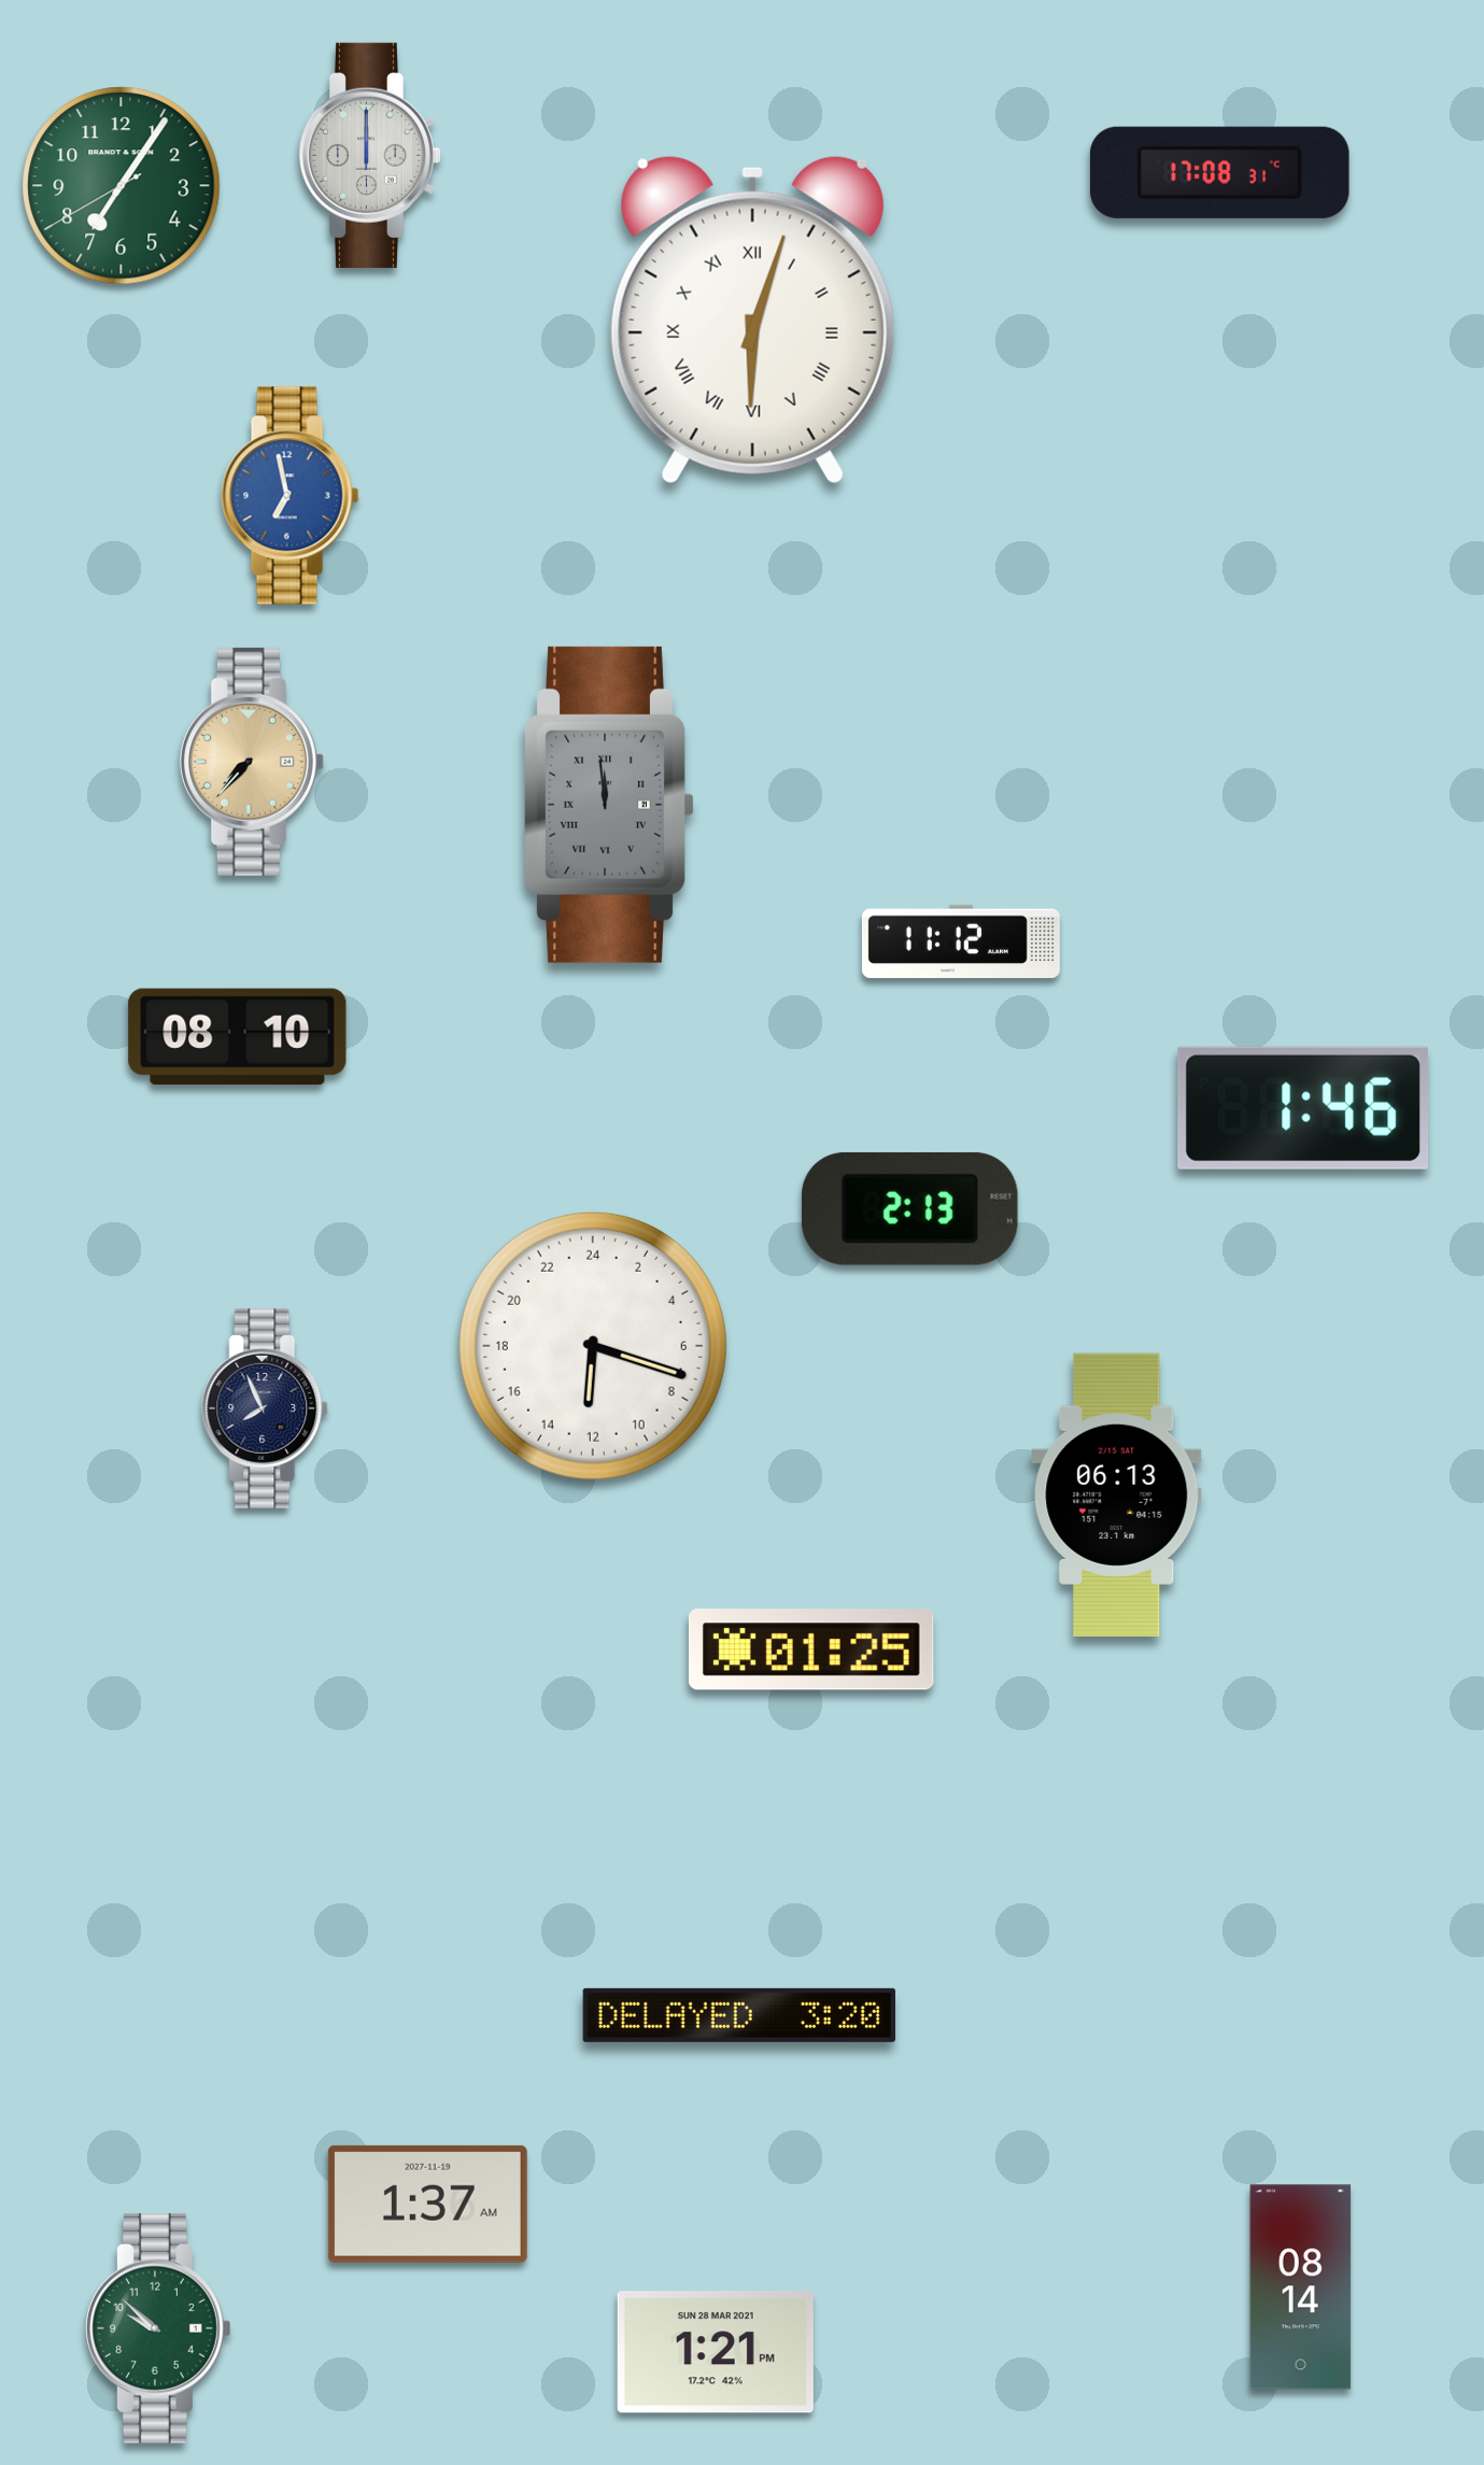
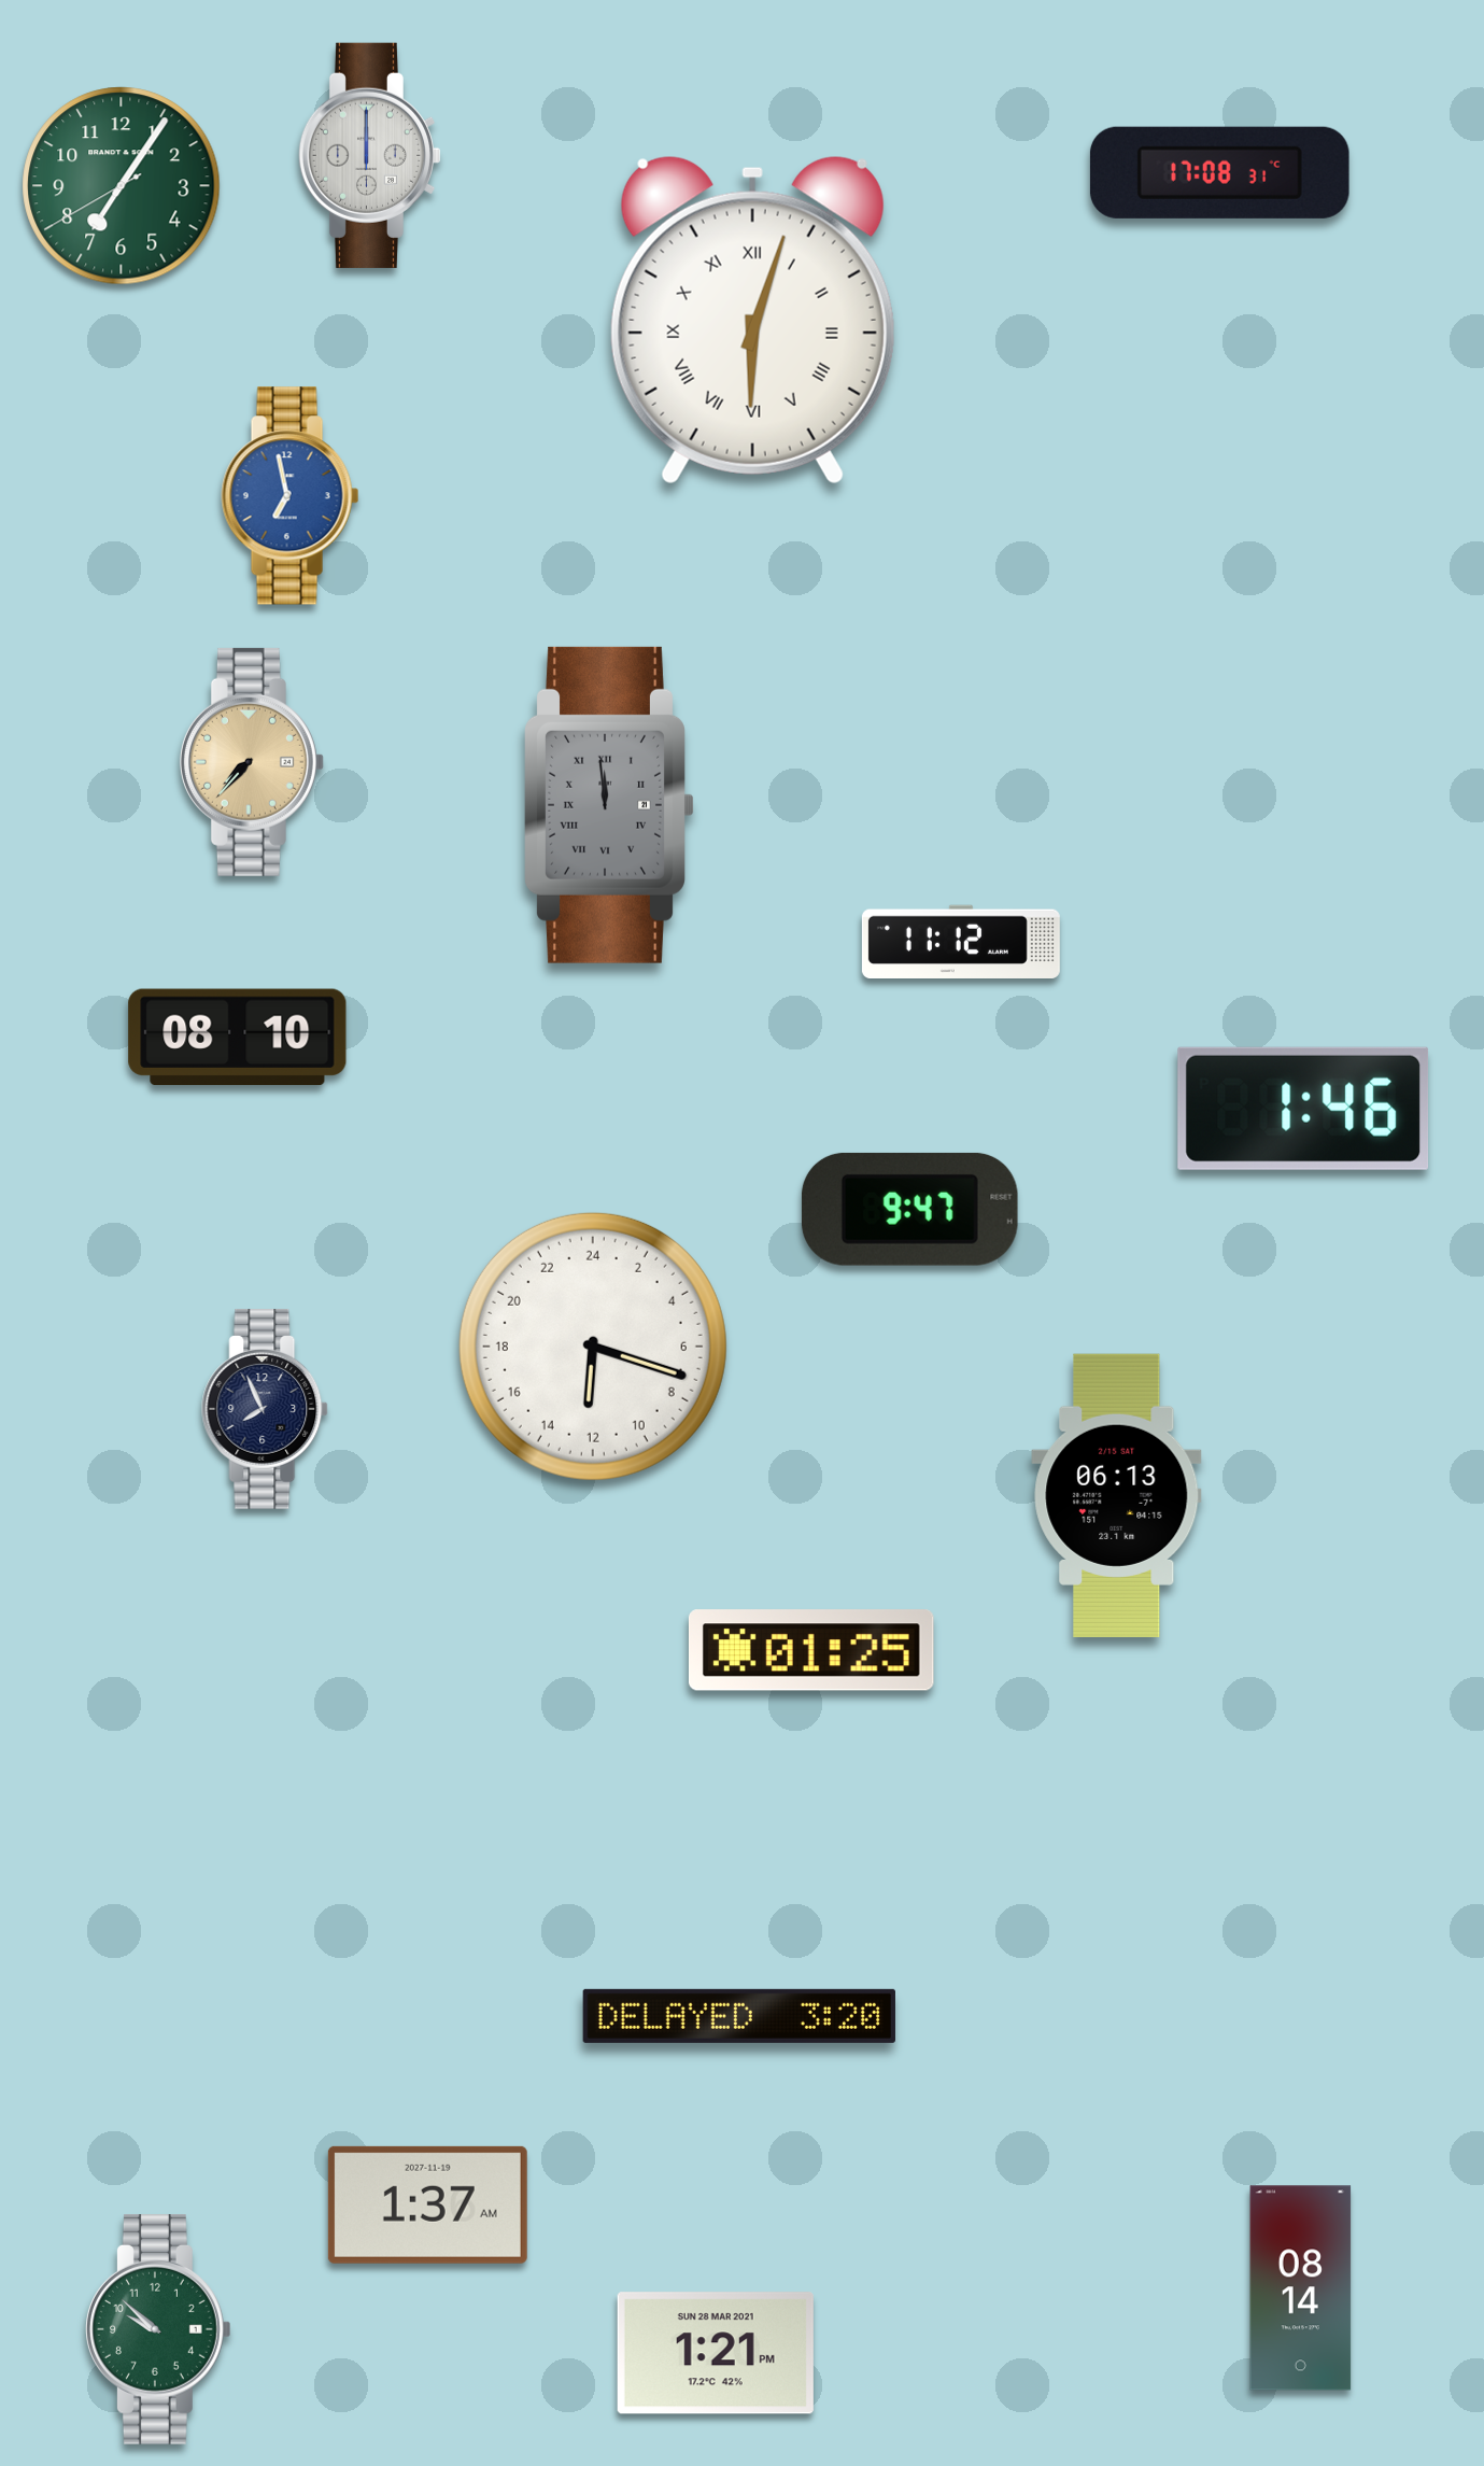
clock at (909, 1208): 2:13 -> 9:47
